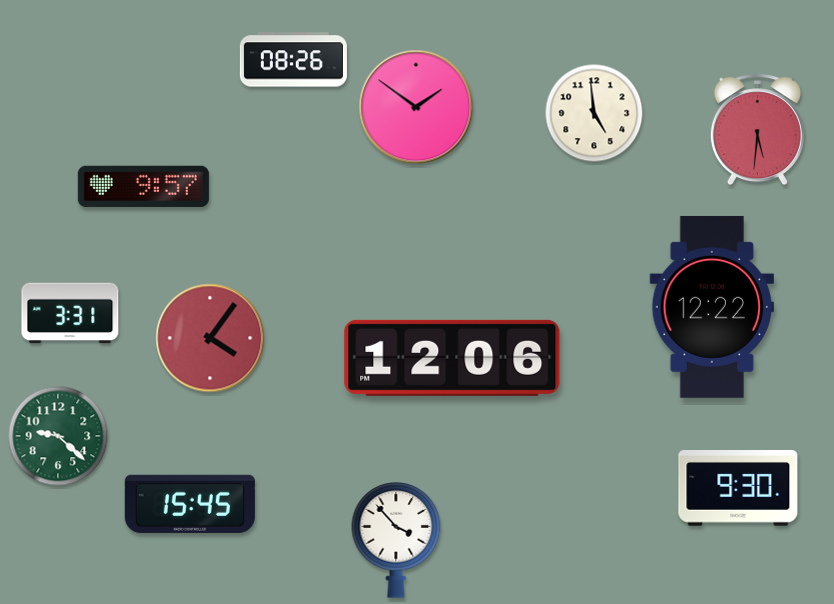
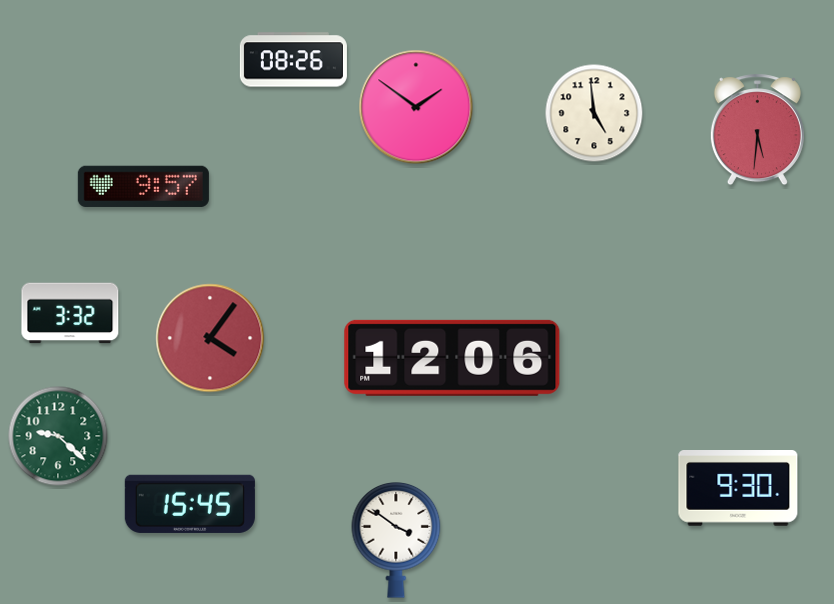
clock at (711, 307): 12:22 -> none
clock at (70, 313): 3:31 -> 3:32
clock at (396, 541): 3:53 -> 3:51
